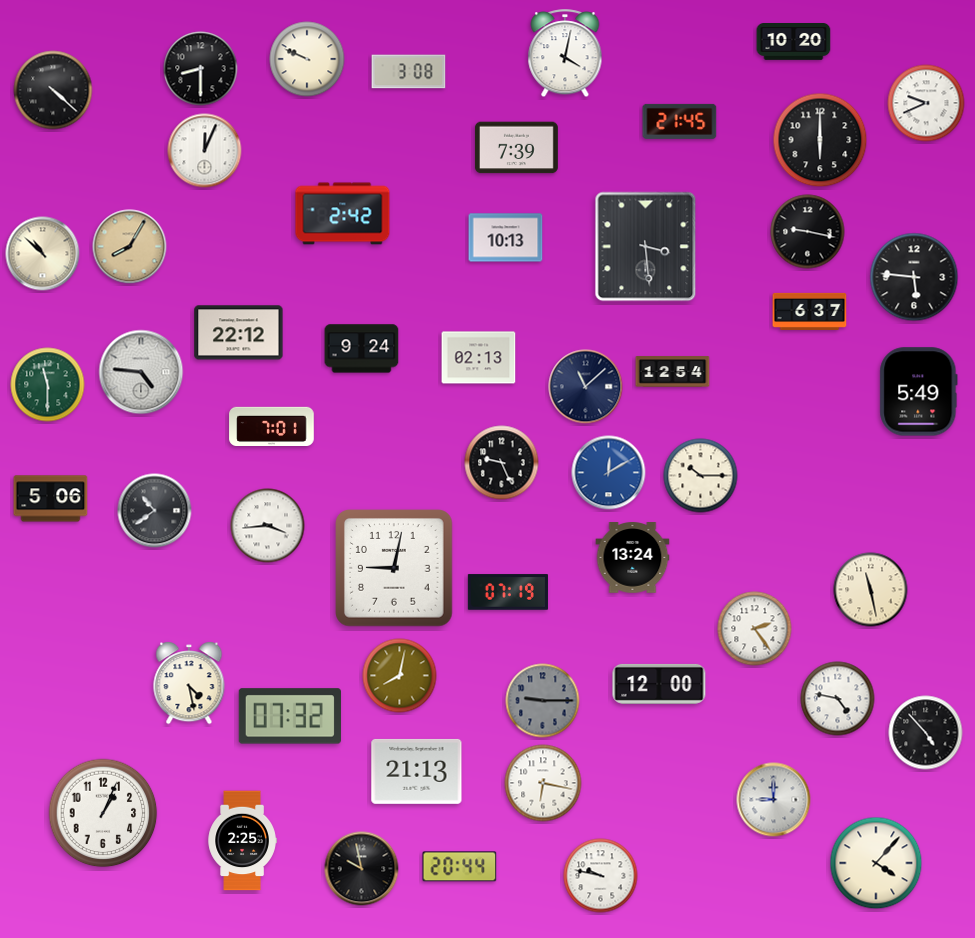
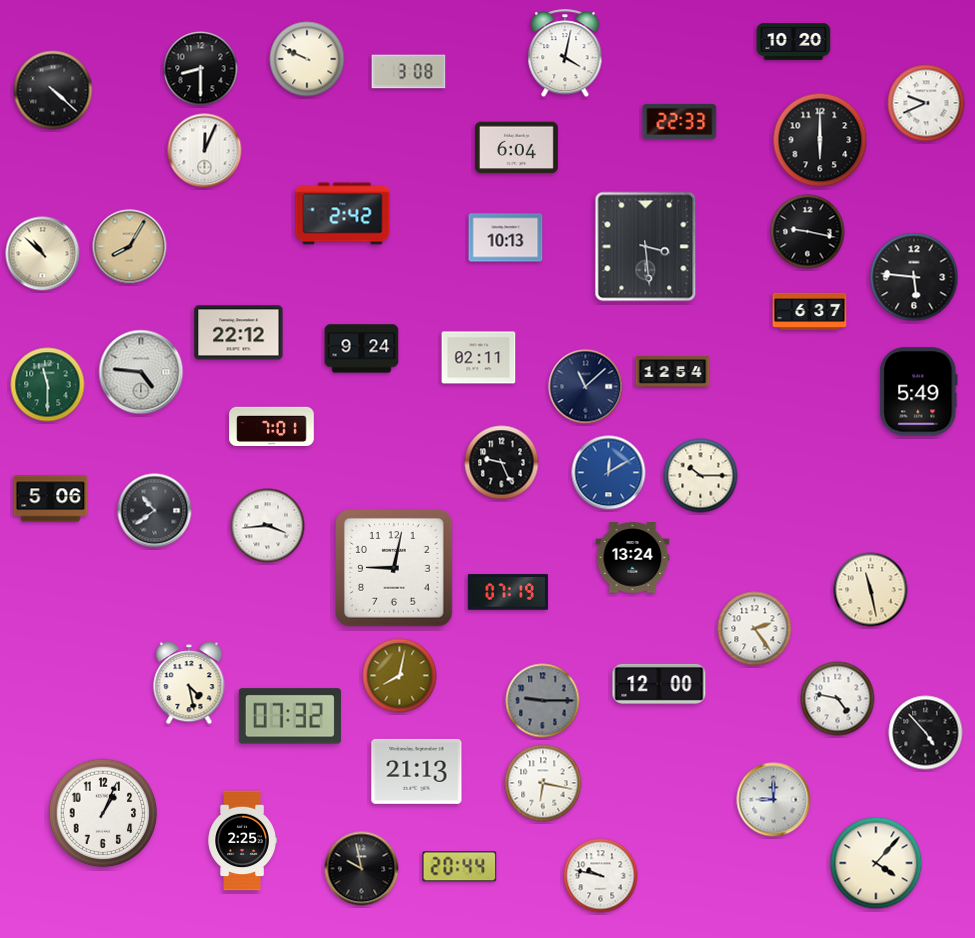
clock at (680, 121): 21:45 -> 22:33
clock at (516, 148): 7:39 -> 6:04
clock at (479, 358): 02:13 -> 02:11
